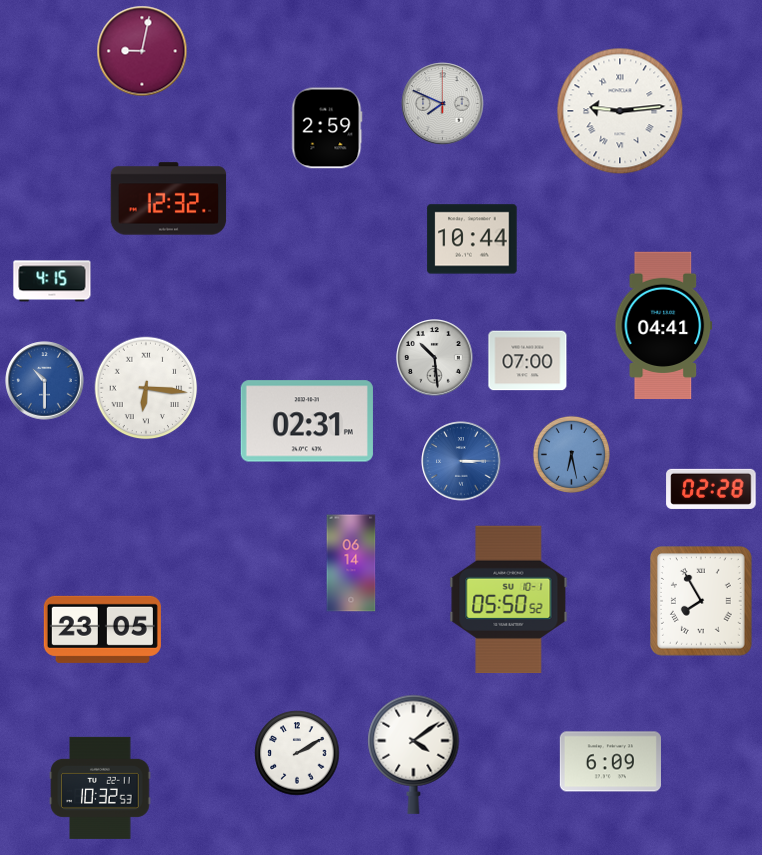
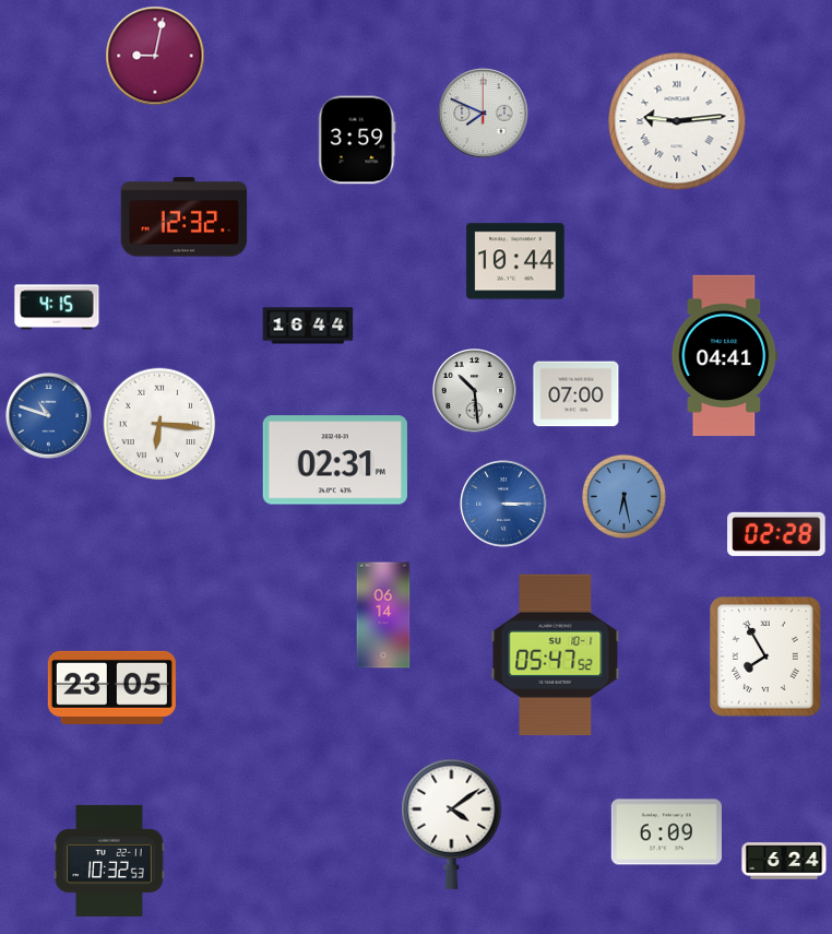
clock at (327, 128): 2:59 -> 3:59
clock at (308, 326): none -> 16:44
clock at (45, 381): 10:30 -> 10:48
clock at (509, 599): 05:50 -> 05:47
clock at (297, 753): 2:10 -> none
clock at (784, 861): none -> 6:24
